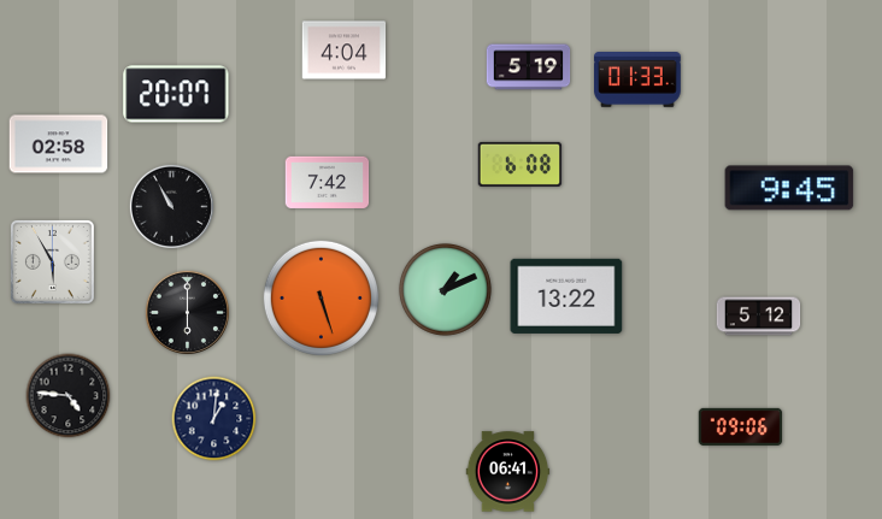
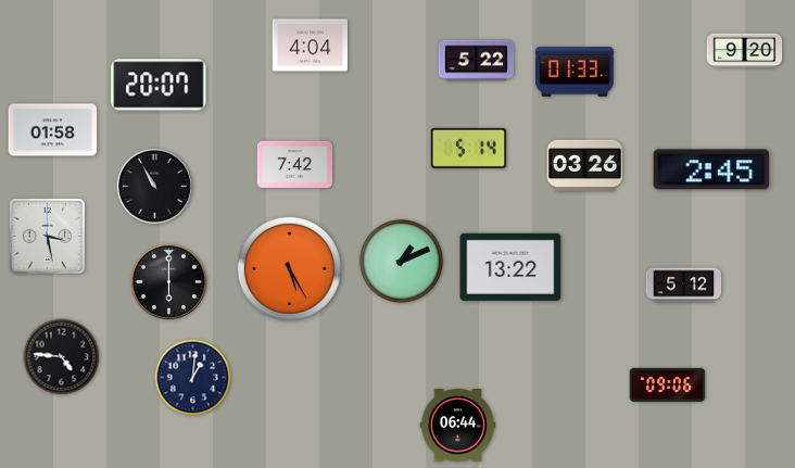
clock at (745, 51): none -> 9:20
clock at (529, 67): 5:19 -> 5:22
clock at (59, 145): 02:58 -> 01:58
clock at (521, 164): 6:08 -> 5:14
clock at (585, 165): none -> 03:26
clock at (789, 188): 9:45 -> 2:45
clock at (53, 263): 5:55 -> 3:28
clock at (321, 297): 5:27 -> 5:25
clock at (508, 472): 06:41 -> 06:44
